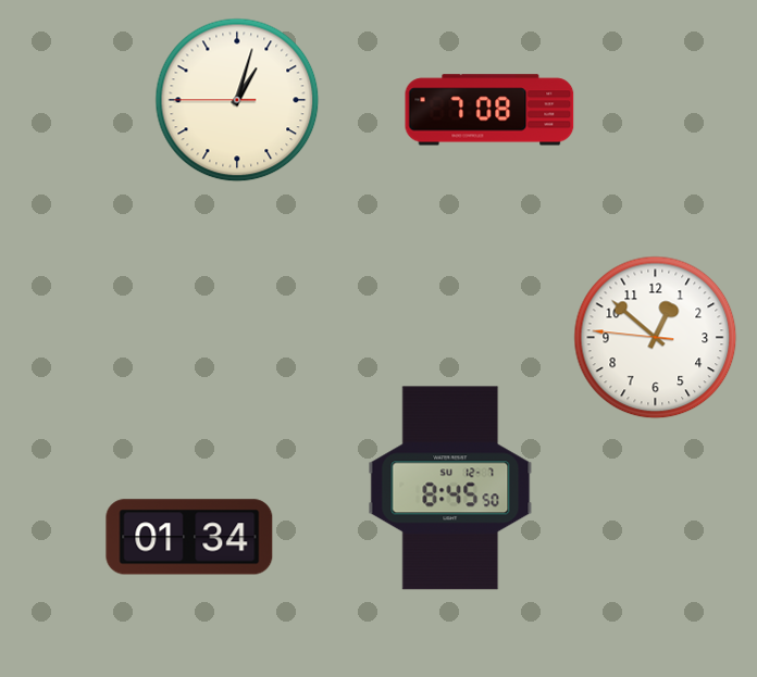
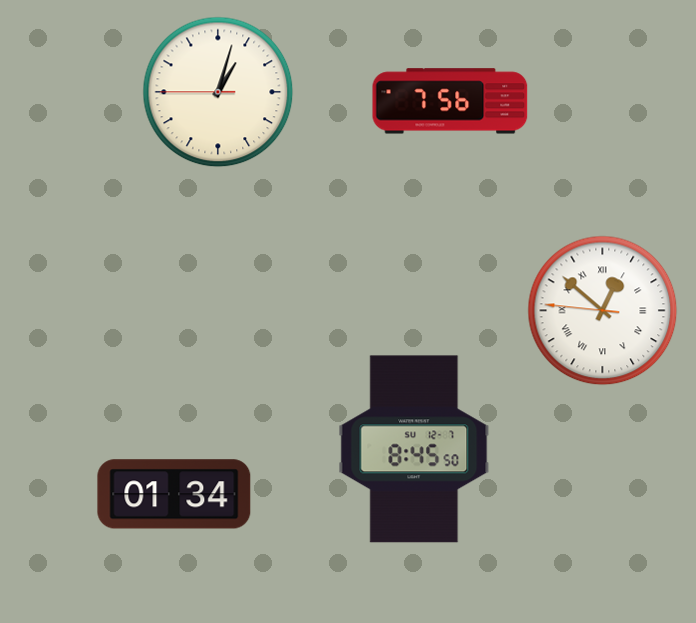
clock at (489, 110): 7:08 -> 7:56
clock at (656, 338) numerals: Arabic -> Roman
